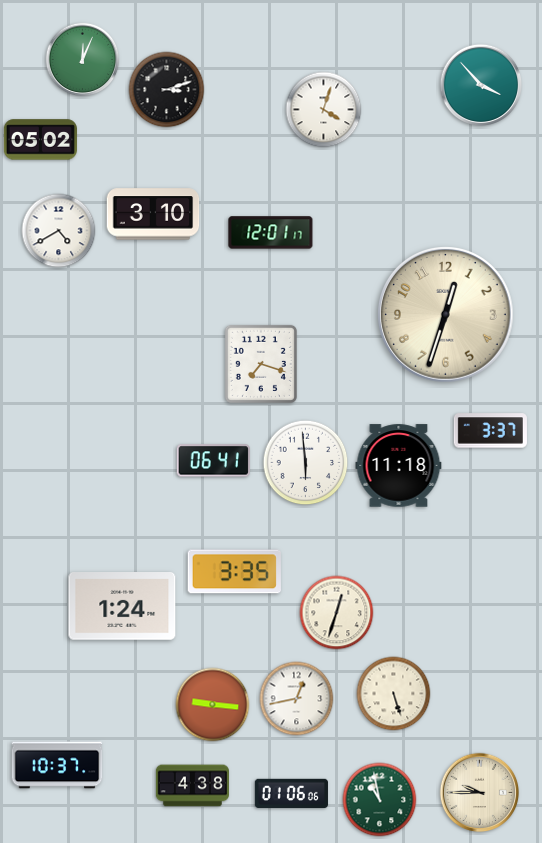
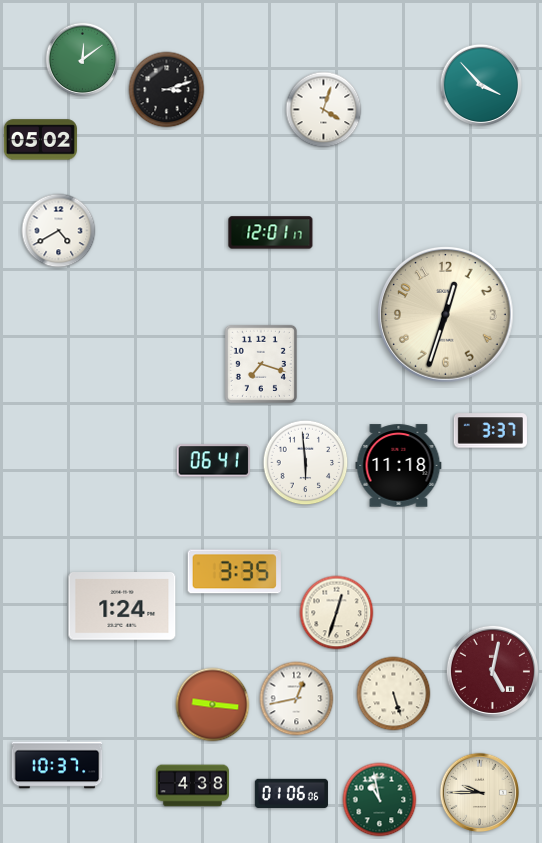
clock at (83, 60): 12:04 -> 12:09
clock at (153, 214): 3:10 -> none
clock at (492, 671): none -> 5:02
